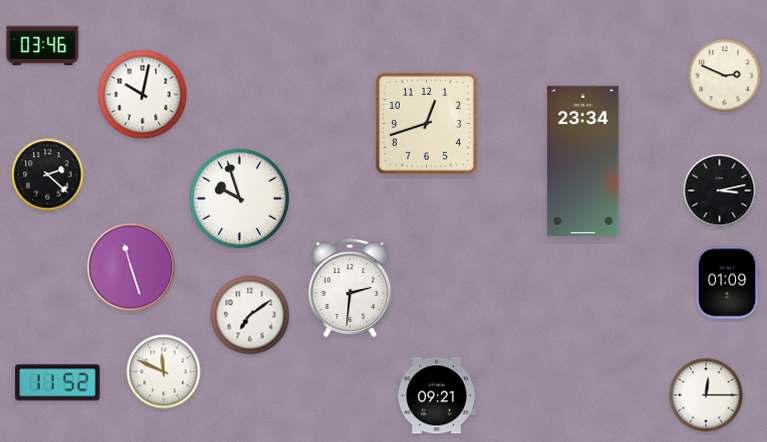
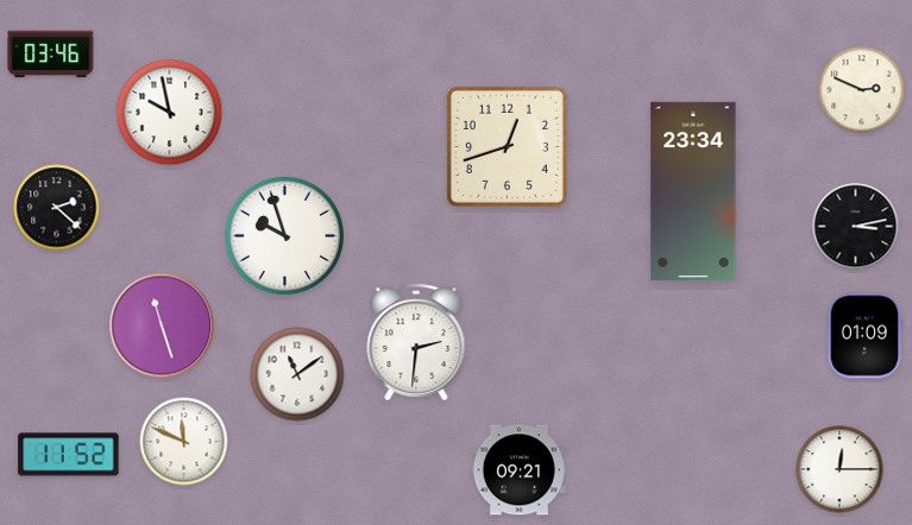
clock at (143, 95): 10:02 -> 9:58
clock at (131, 267) position: (131, 267) -> (162, 325)
clock at (250, 315): 7:09 -> 11:09
clock at (164, 372) position: (164, 372) -> (184, 442)
